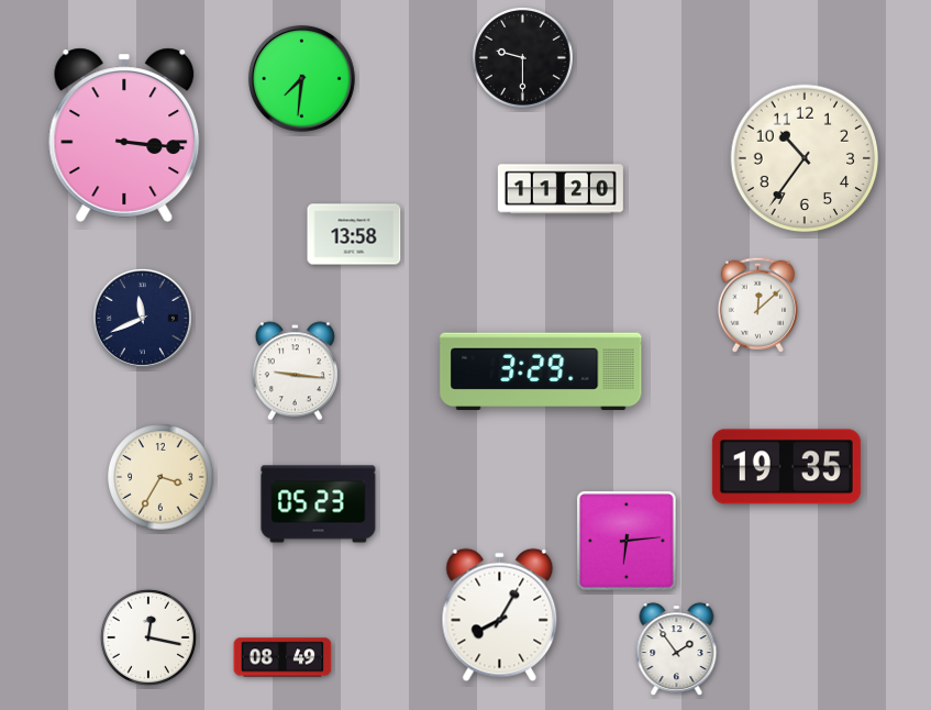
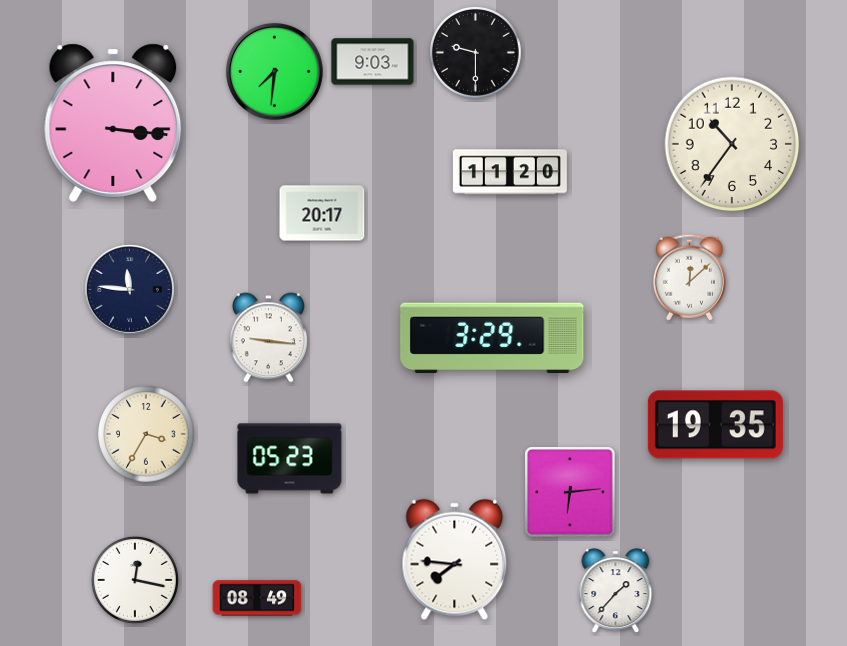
clock at (373, 62): none -> 9:03
clock at (354, 234): 13:58 -> 20:17
clock at (142, 318): 11:41 -> 11:46
clock at (500, 615): 8:05 -> 7:46
clock at (677, 648): 1:54 -> 1:37
